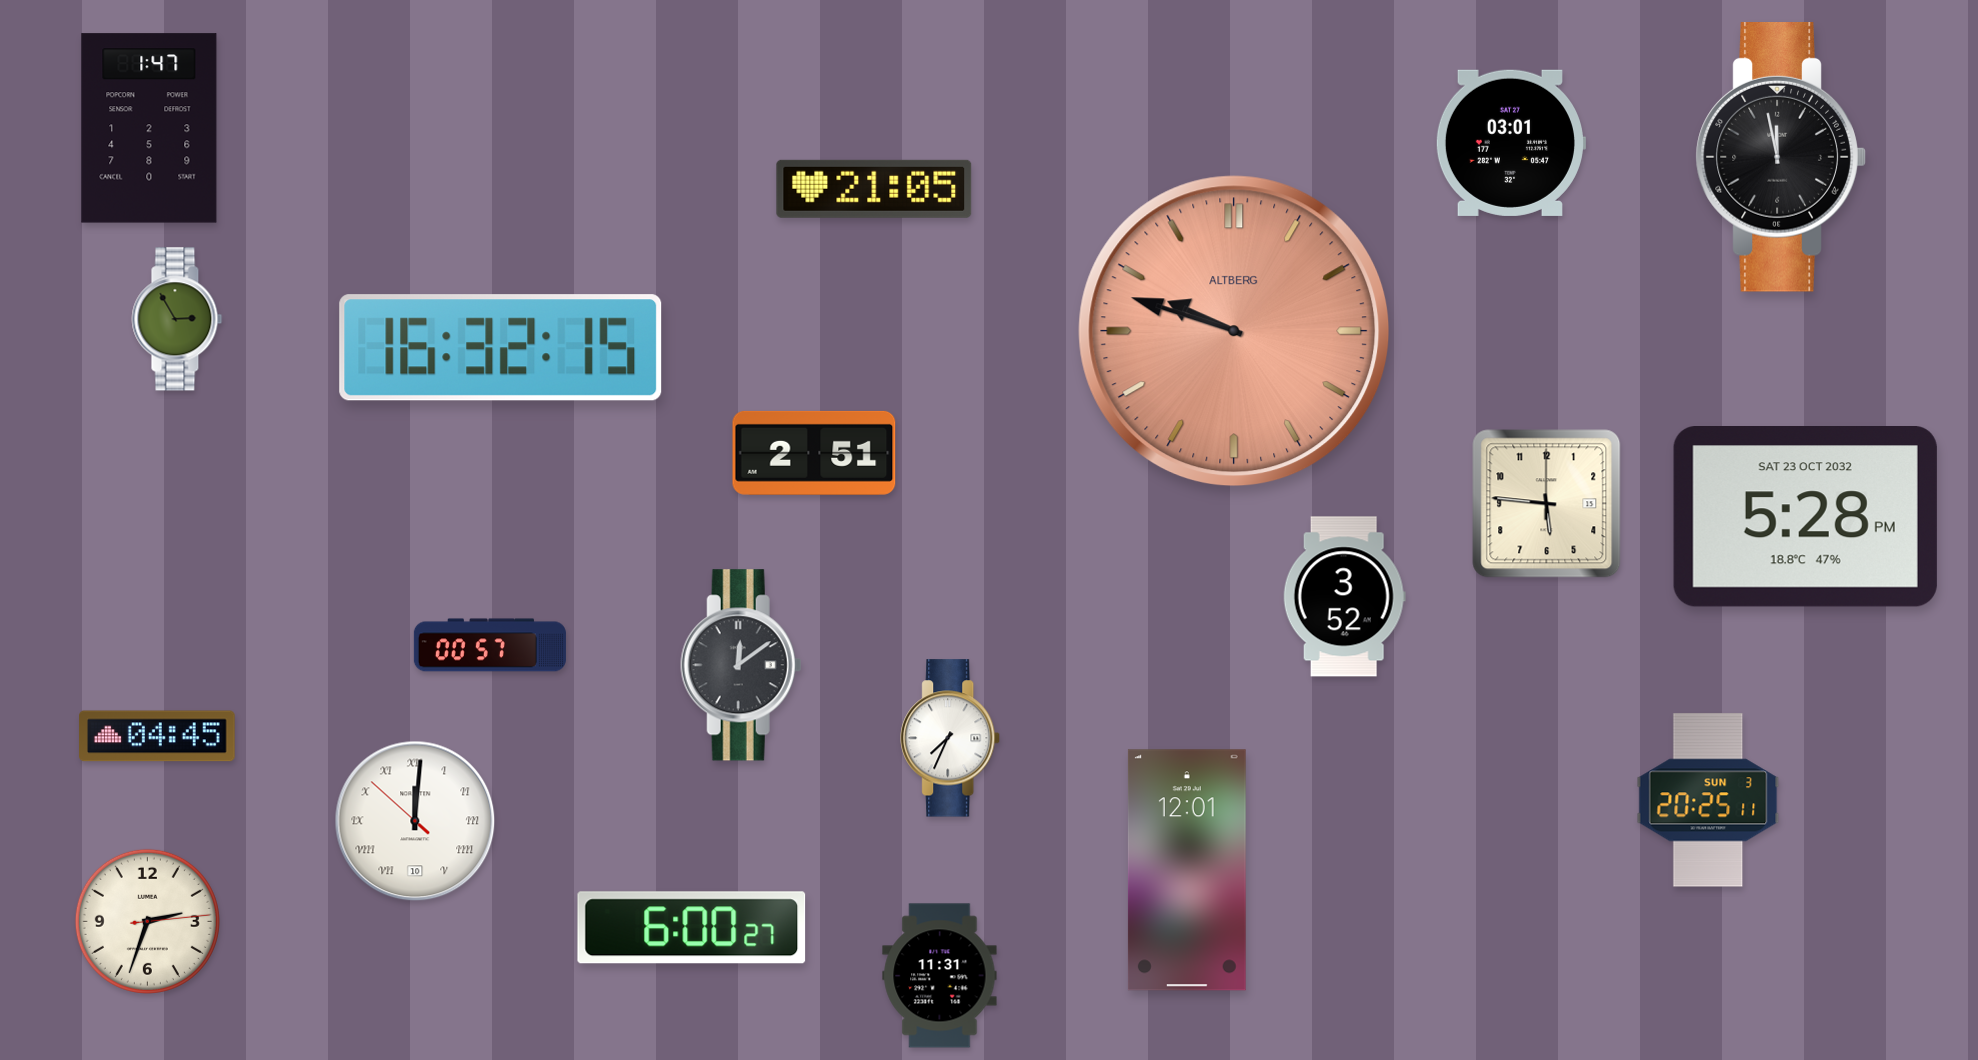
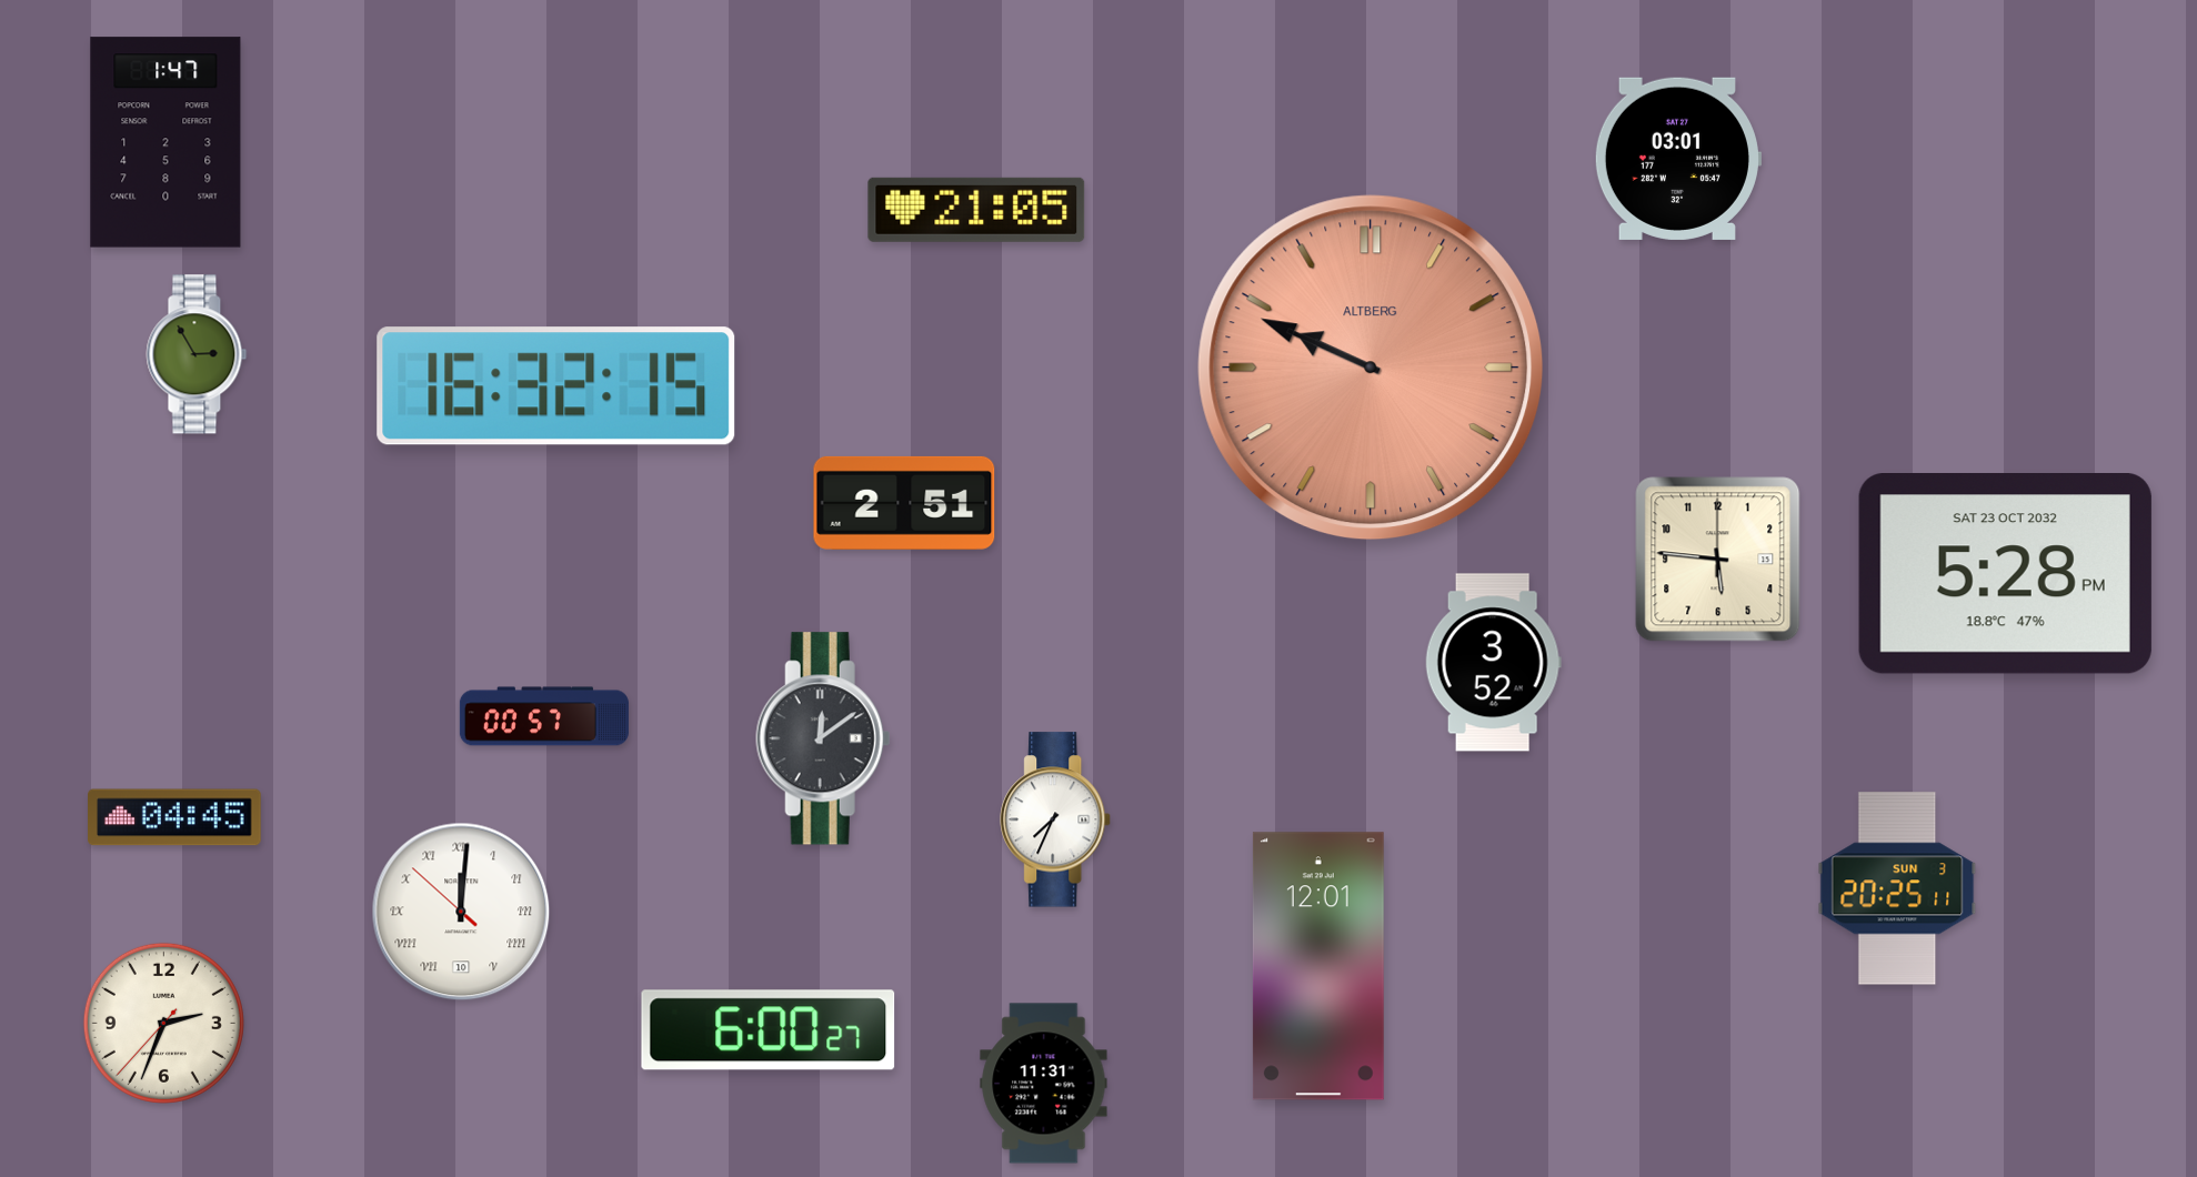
clock at (1781, 158): 11:58 -> none
clock at (874, 189) position: (874, 189) -> (976, 210)
clock at (1234, 331): 9:48 -> 9:49
clock at (147, 921): 2:33:14 -> 2:33:37
